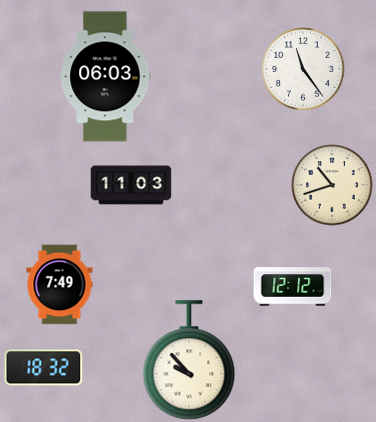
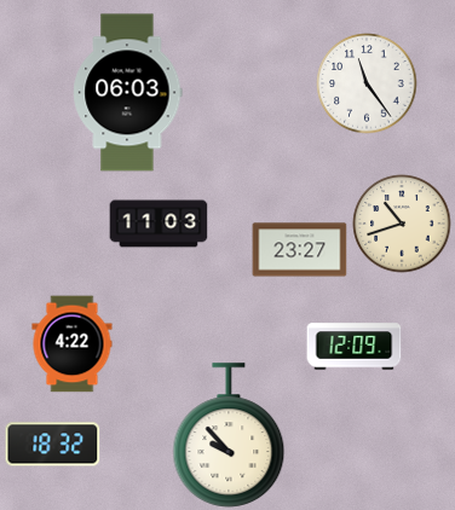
clock at (299, 250): none -> 23:27
clock at (60, 284): 7:49 -> 4:22
clock at (292, 287): 12:12 -> 12:09
